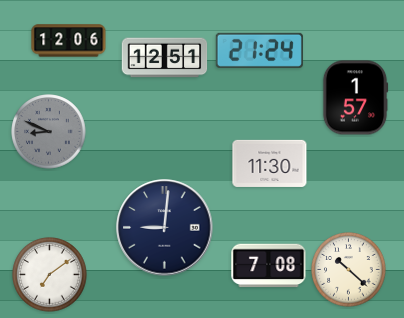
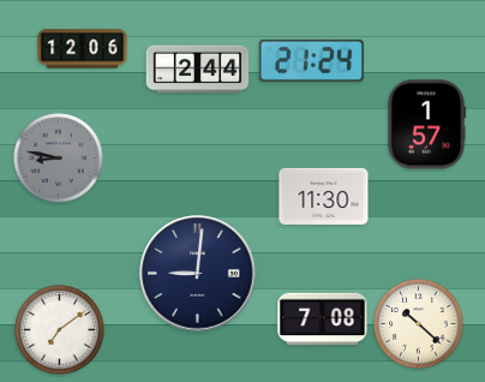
clock at (165, 58): 12:51 -> 2:44
clock at (355, 98) position: (355, 98) -> (426, 125)
clock at (49, 132): 8:49 -> 8:47
